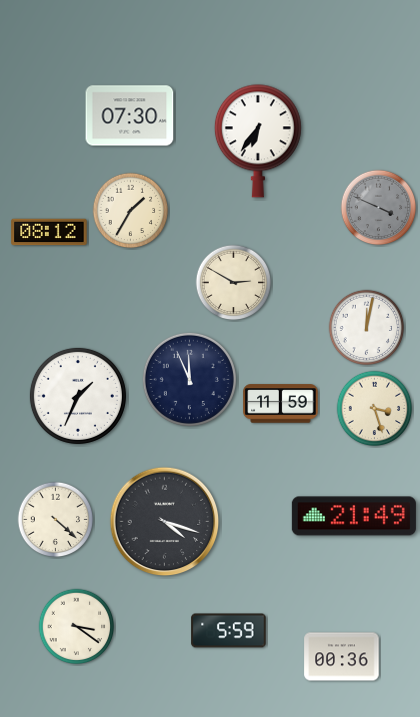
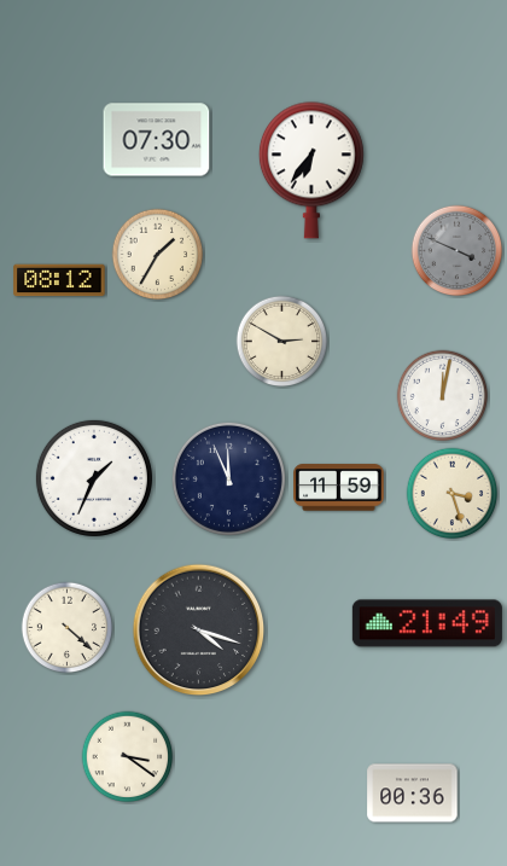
clock at (189, 379) position: (189, 379) -> (228, 478)
clock at (77, 627) position: (77, 627) -> (128, 757)
clock at (229, 631): 5:59 -> none
